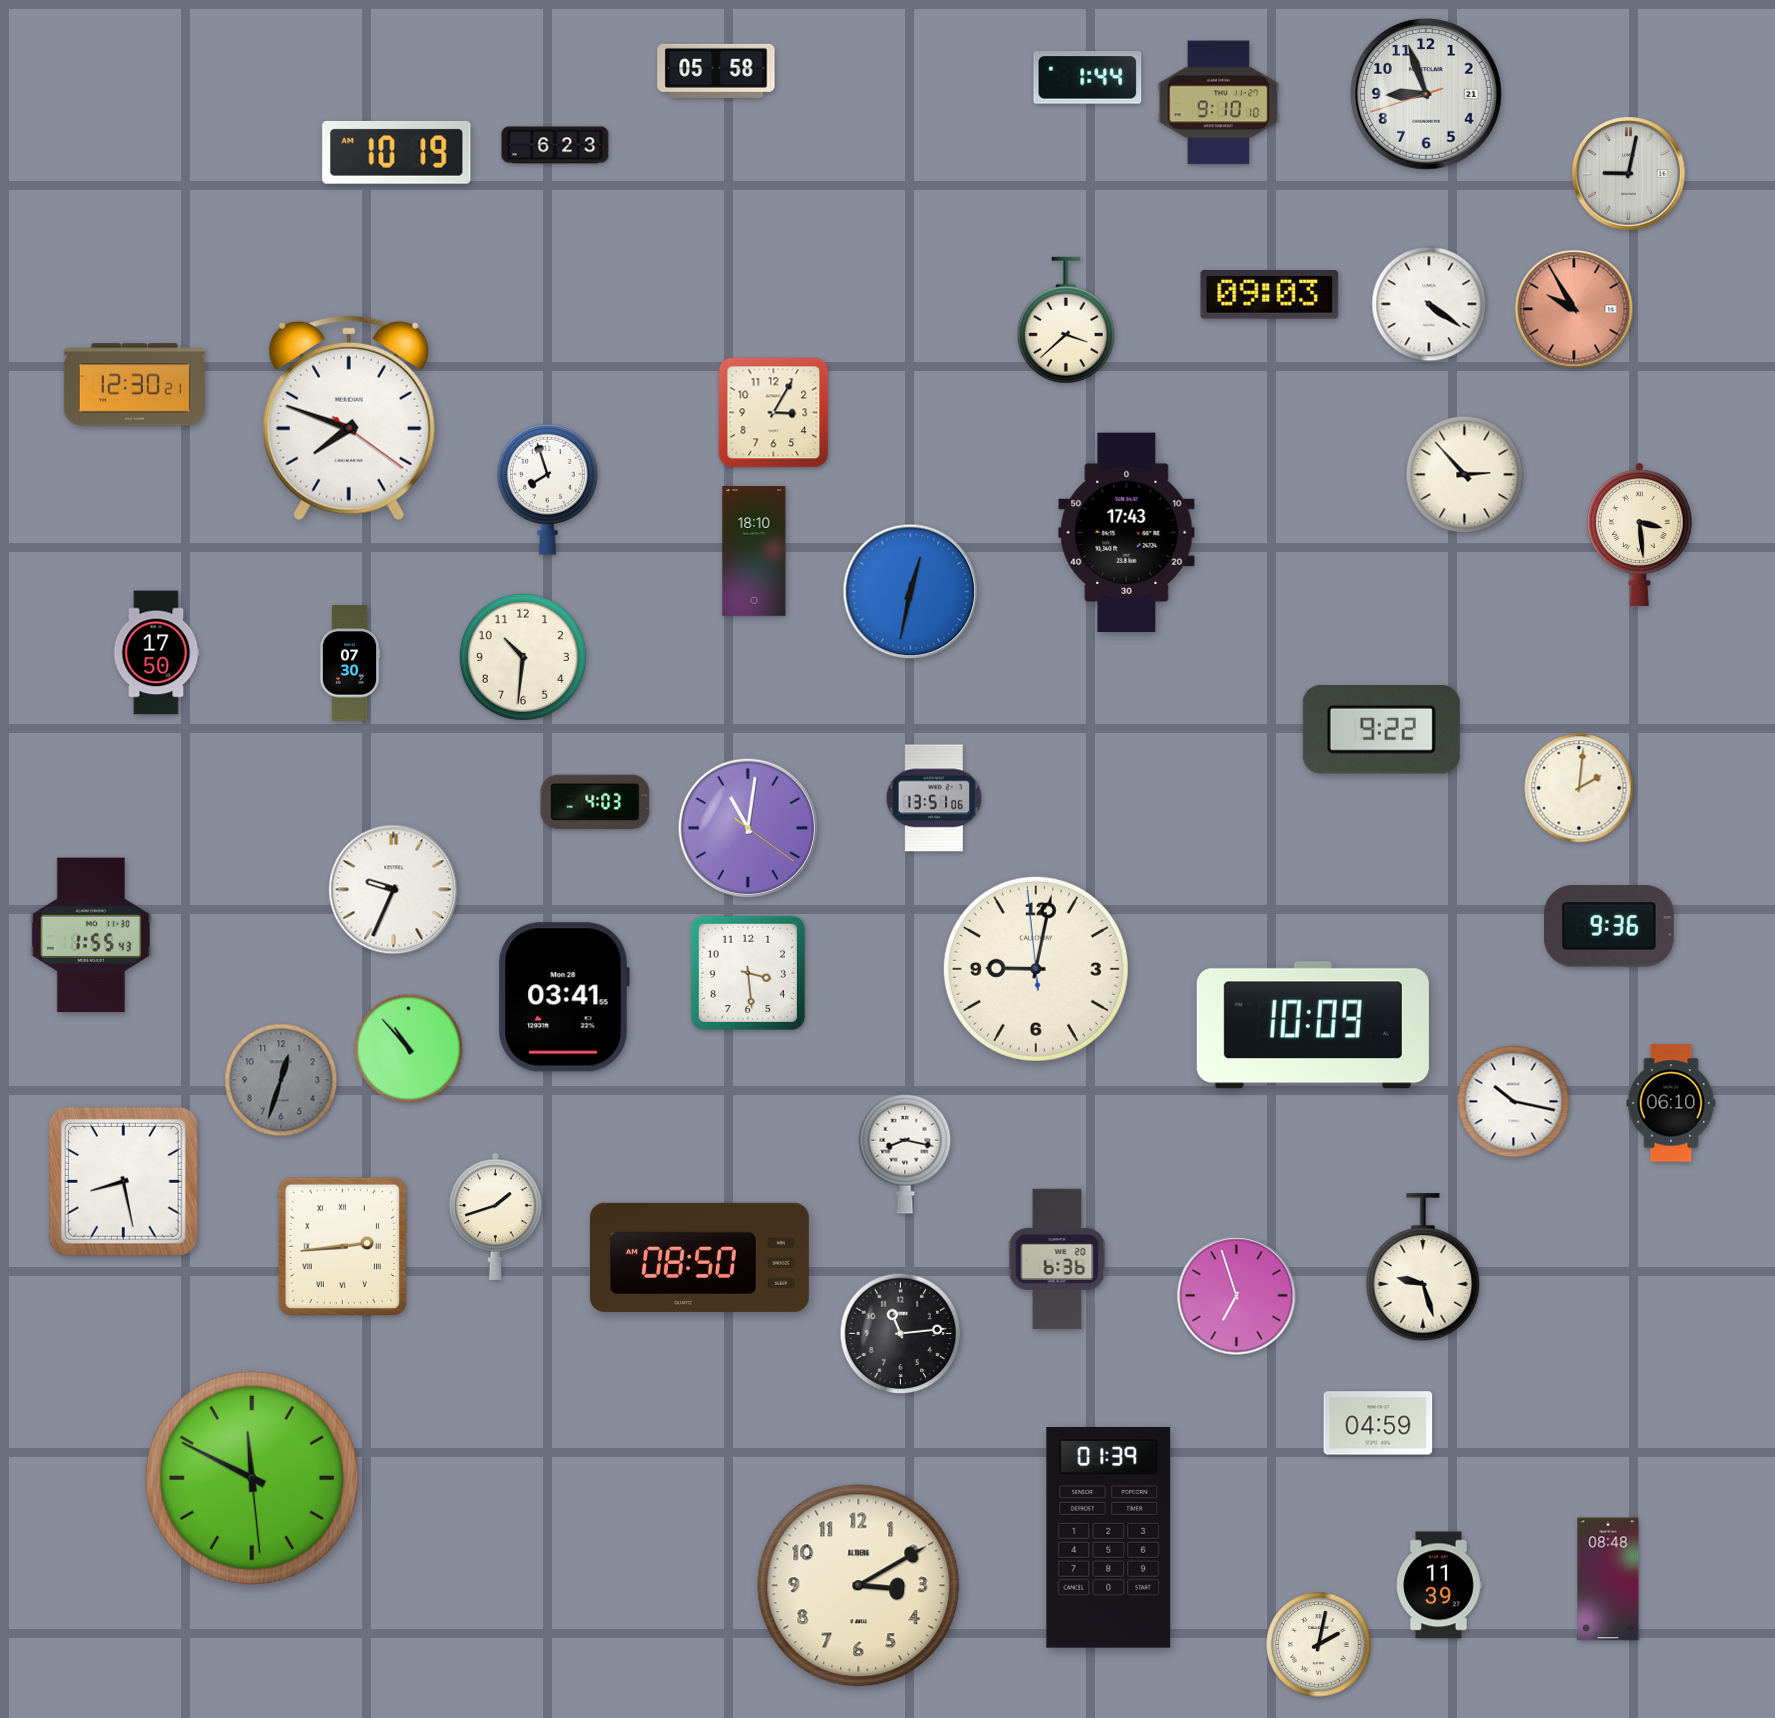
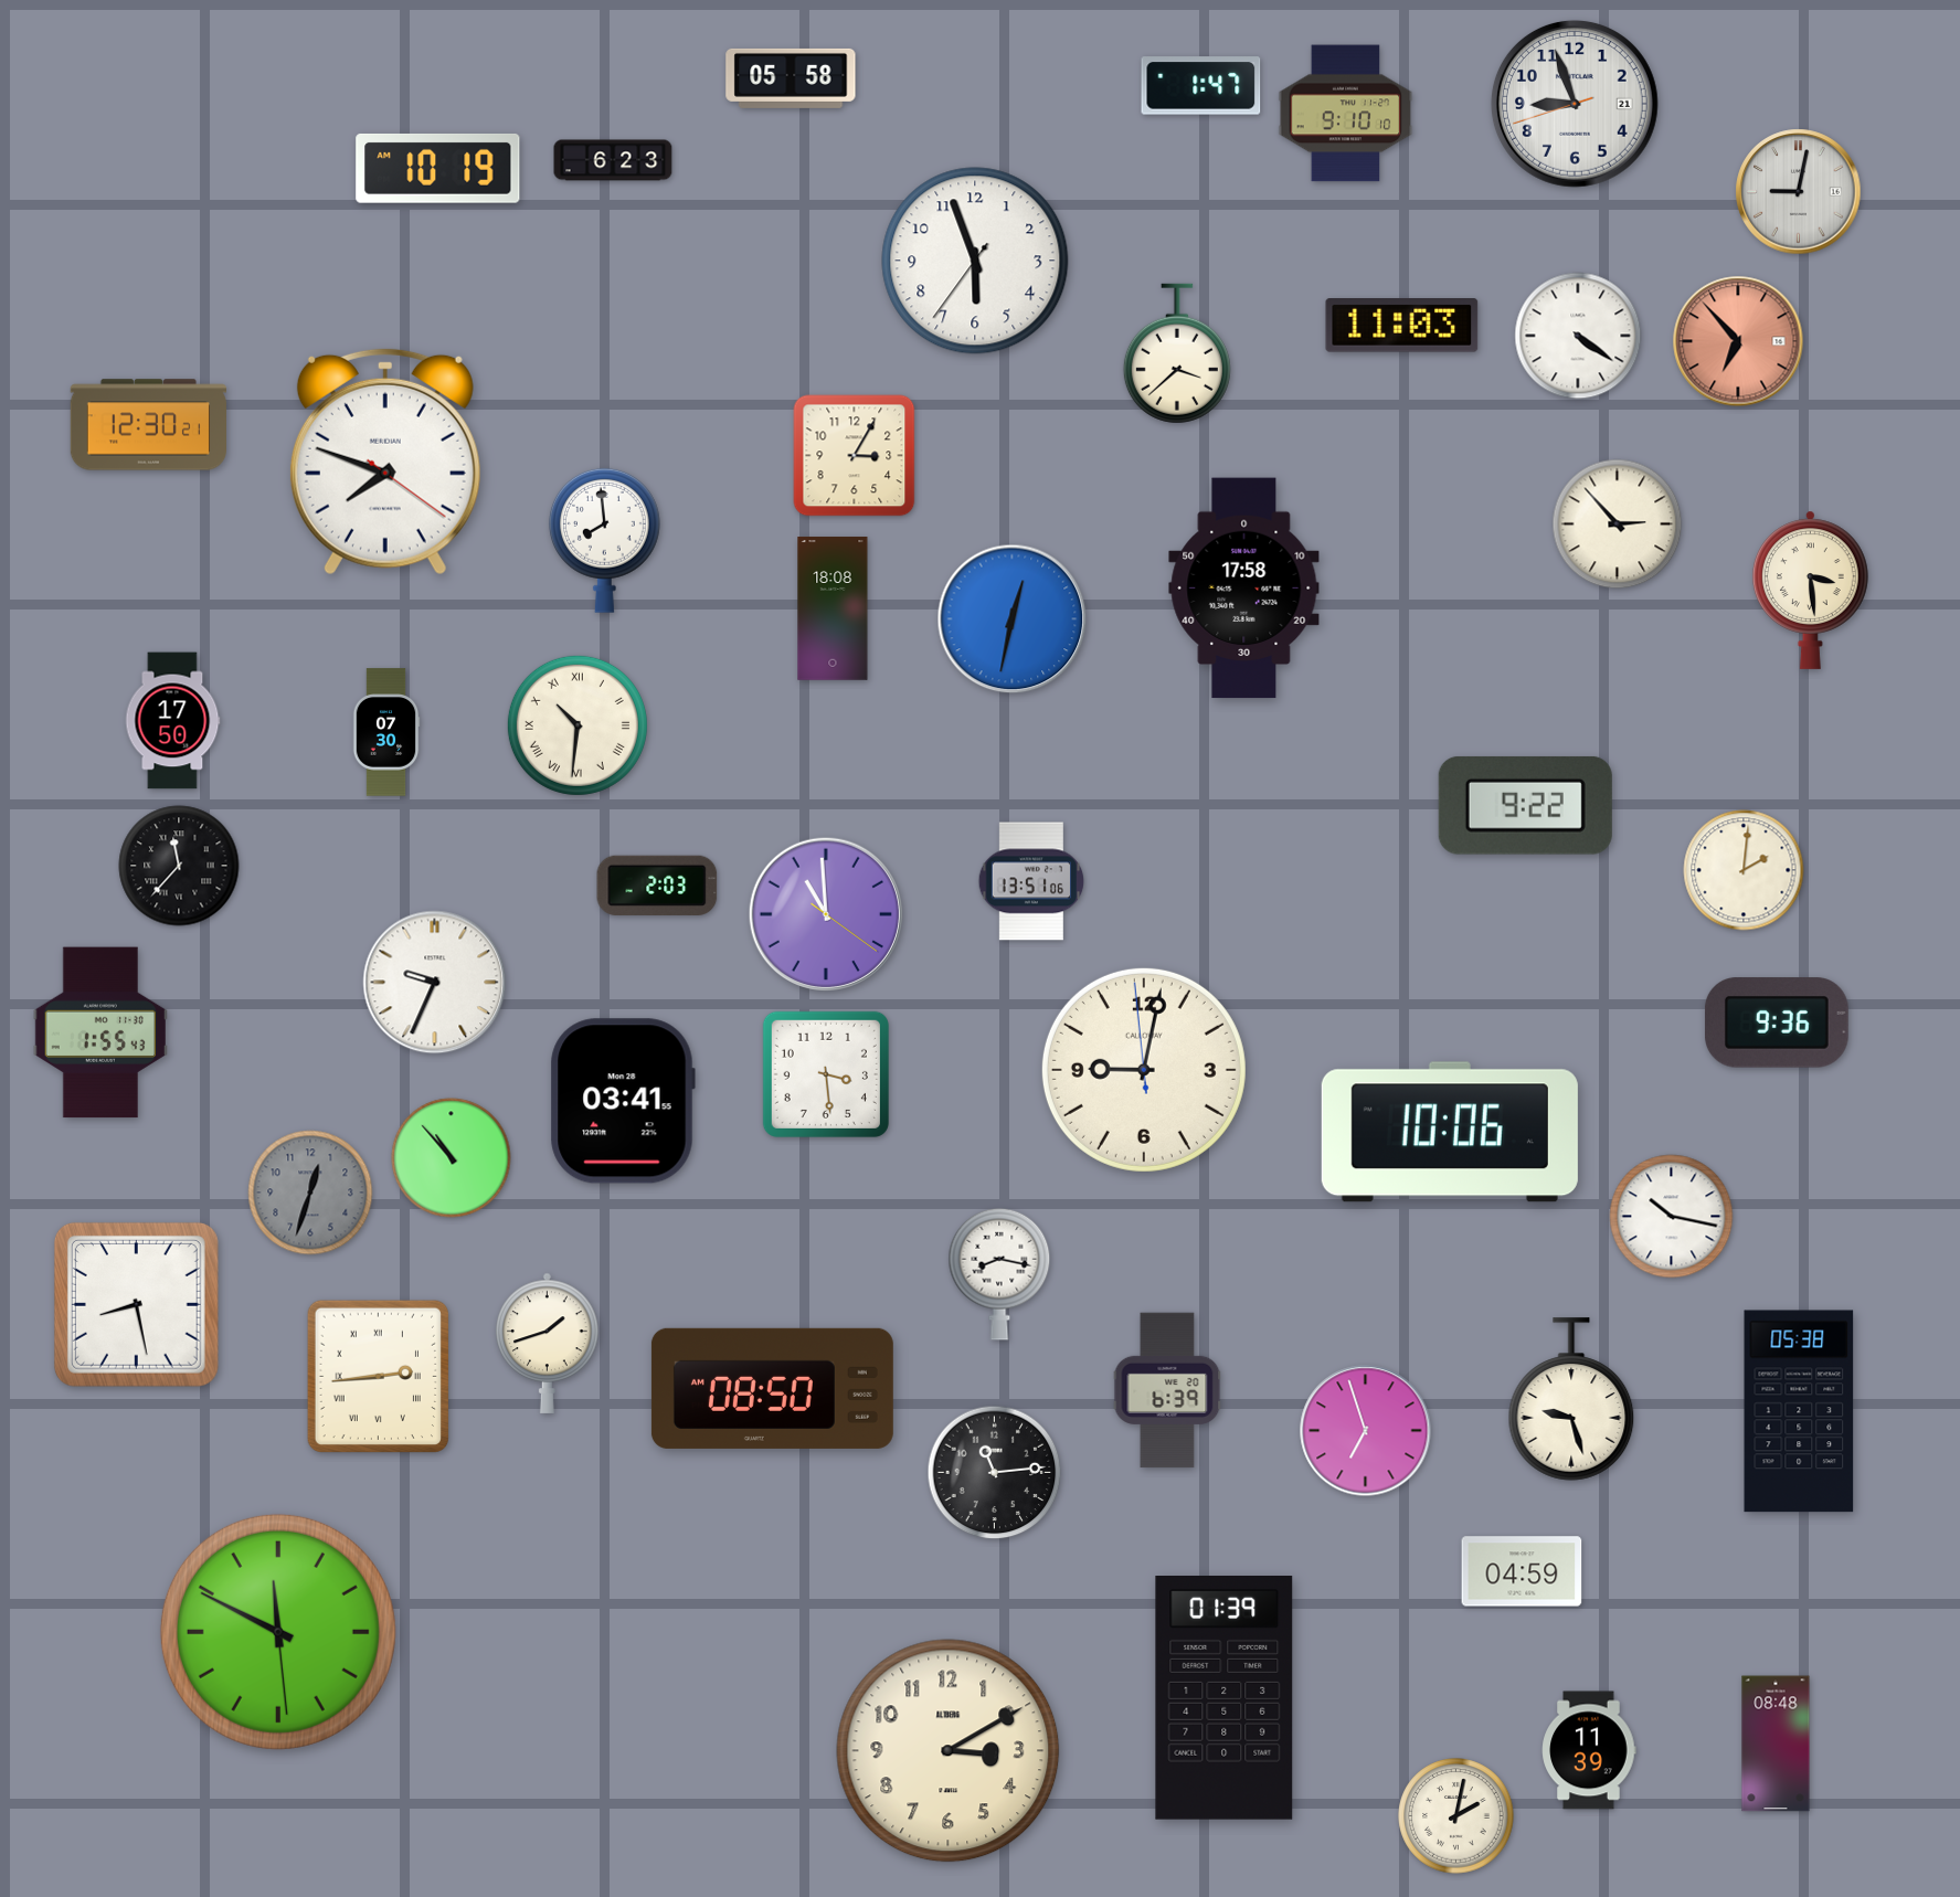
clock at (1088, 78): 1:44 -> 1:47
clock at (975, 261): none -> 5:56
clock at (1270, 295): 09:03 -> 11:03
clock at (1574, 309): 9:55 -> 6:53
clock at (547, 489): 7:57 -> 7:59
clock at (1127, 533): 17:43 -> 17:58
clock at (754, 551): 18:10 -> 18:08
clock at (911, 592) position: (911, 592) -> (1013, 619)
clock at (523, 657) numerals: Arabic -> Roman
clock at (179, 866): none -> 11:37
clock at (595, 801): 4:03 -> 2:03
clock at (747, 827): 11:01 -> 10:59
clock at (1313, 1025): 10:09 -> 10:06
clock at (1671, 1103): 06:10 -> none
clock at (1057, 1259): 6:36 -> 6:39
clock at (1799, 1411): none -> 05:38
